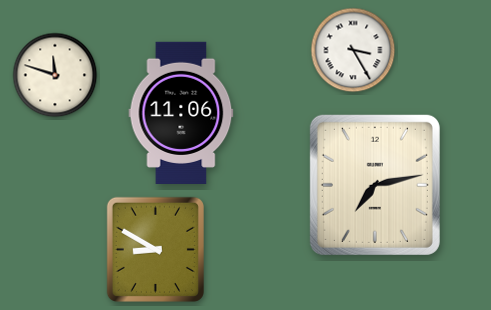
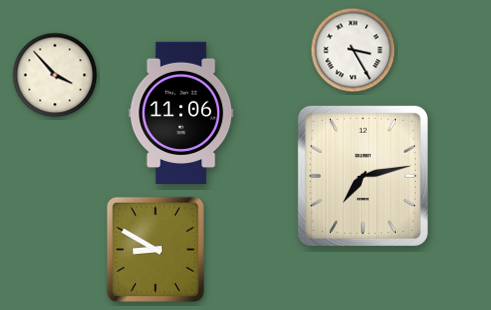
clock at (55, 75): 11:48 -> 3:53
clock at (375, 185) position: (375, 185) -> (363, 176)
